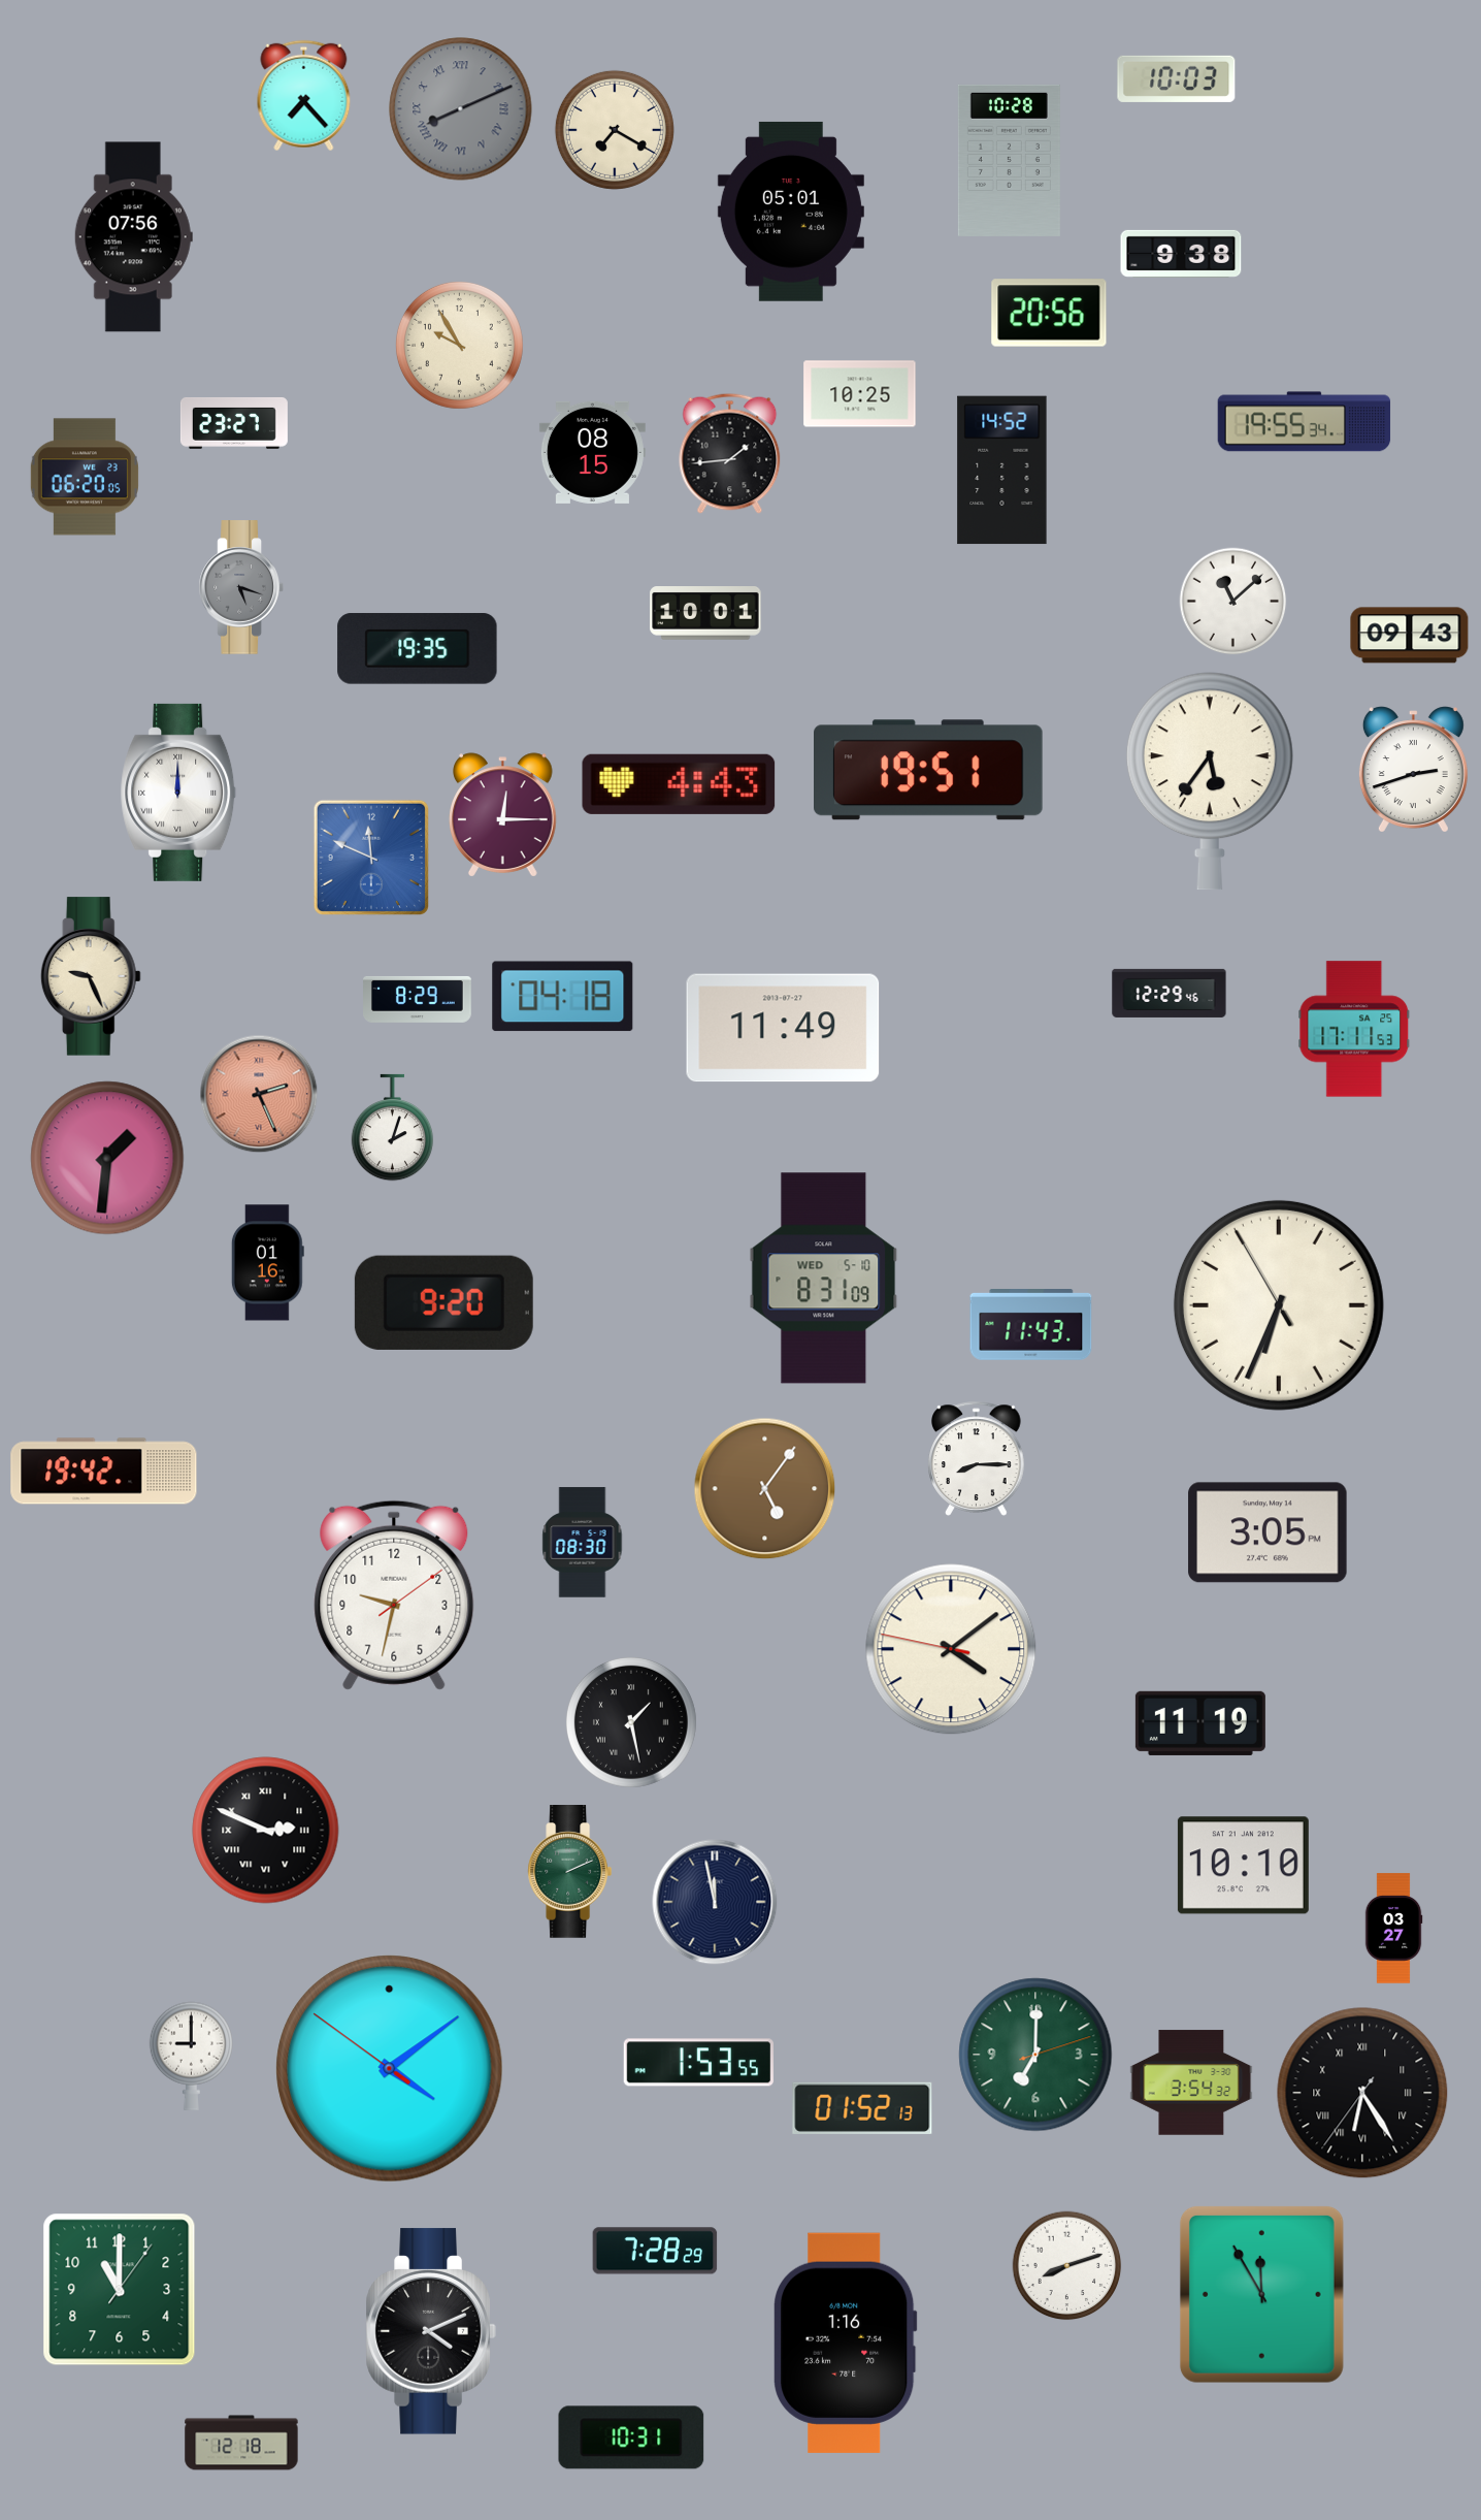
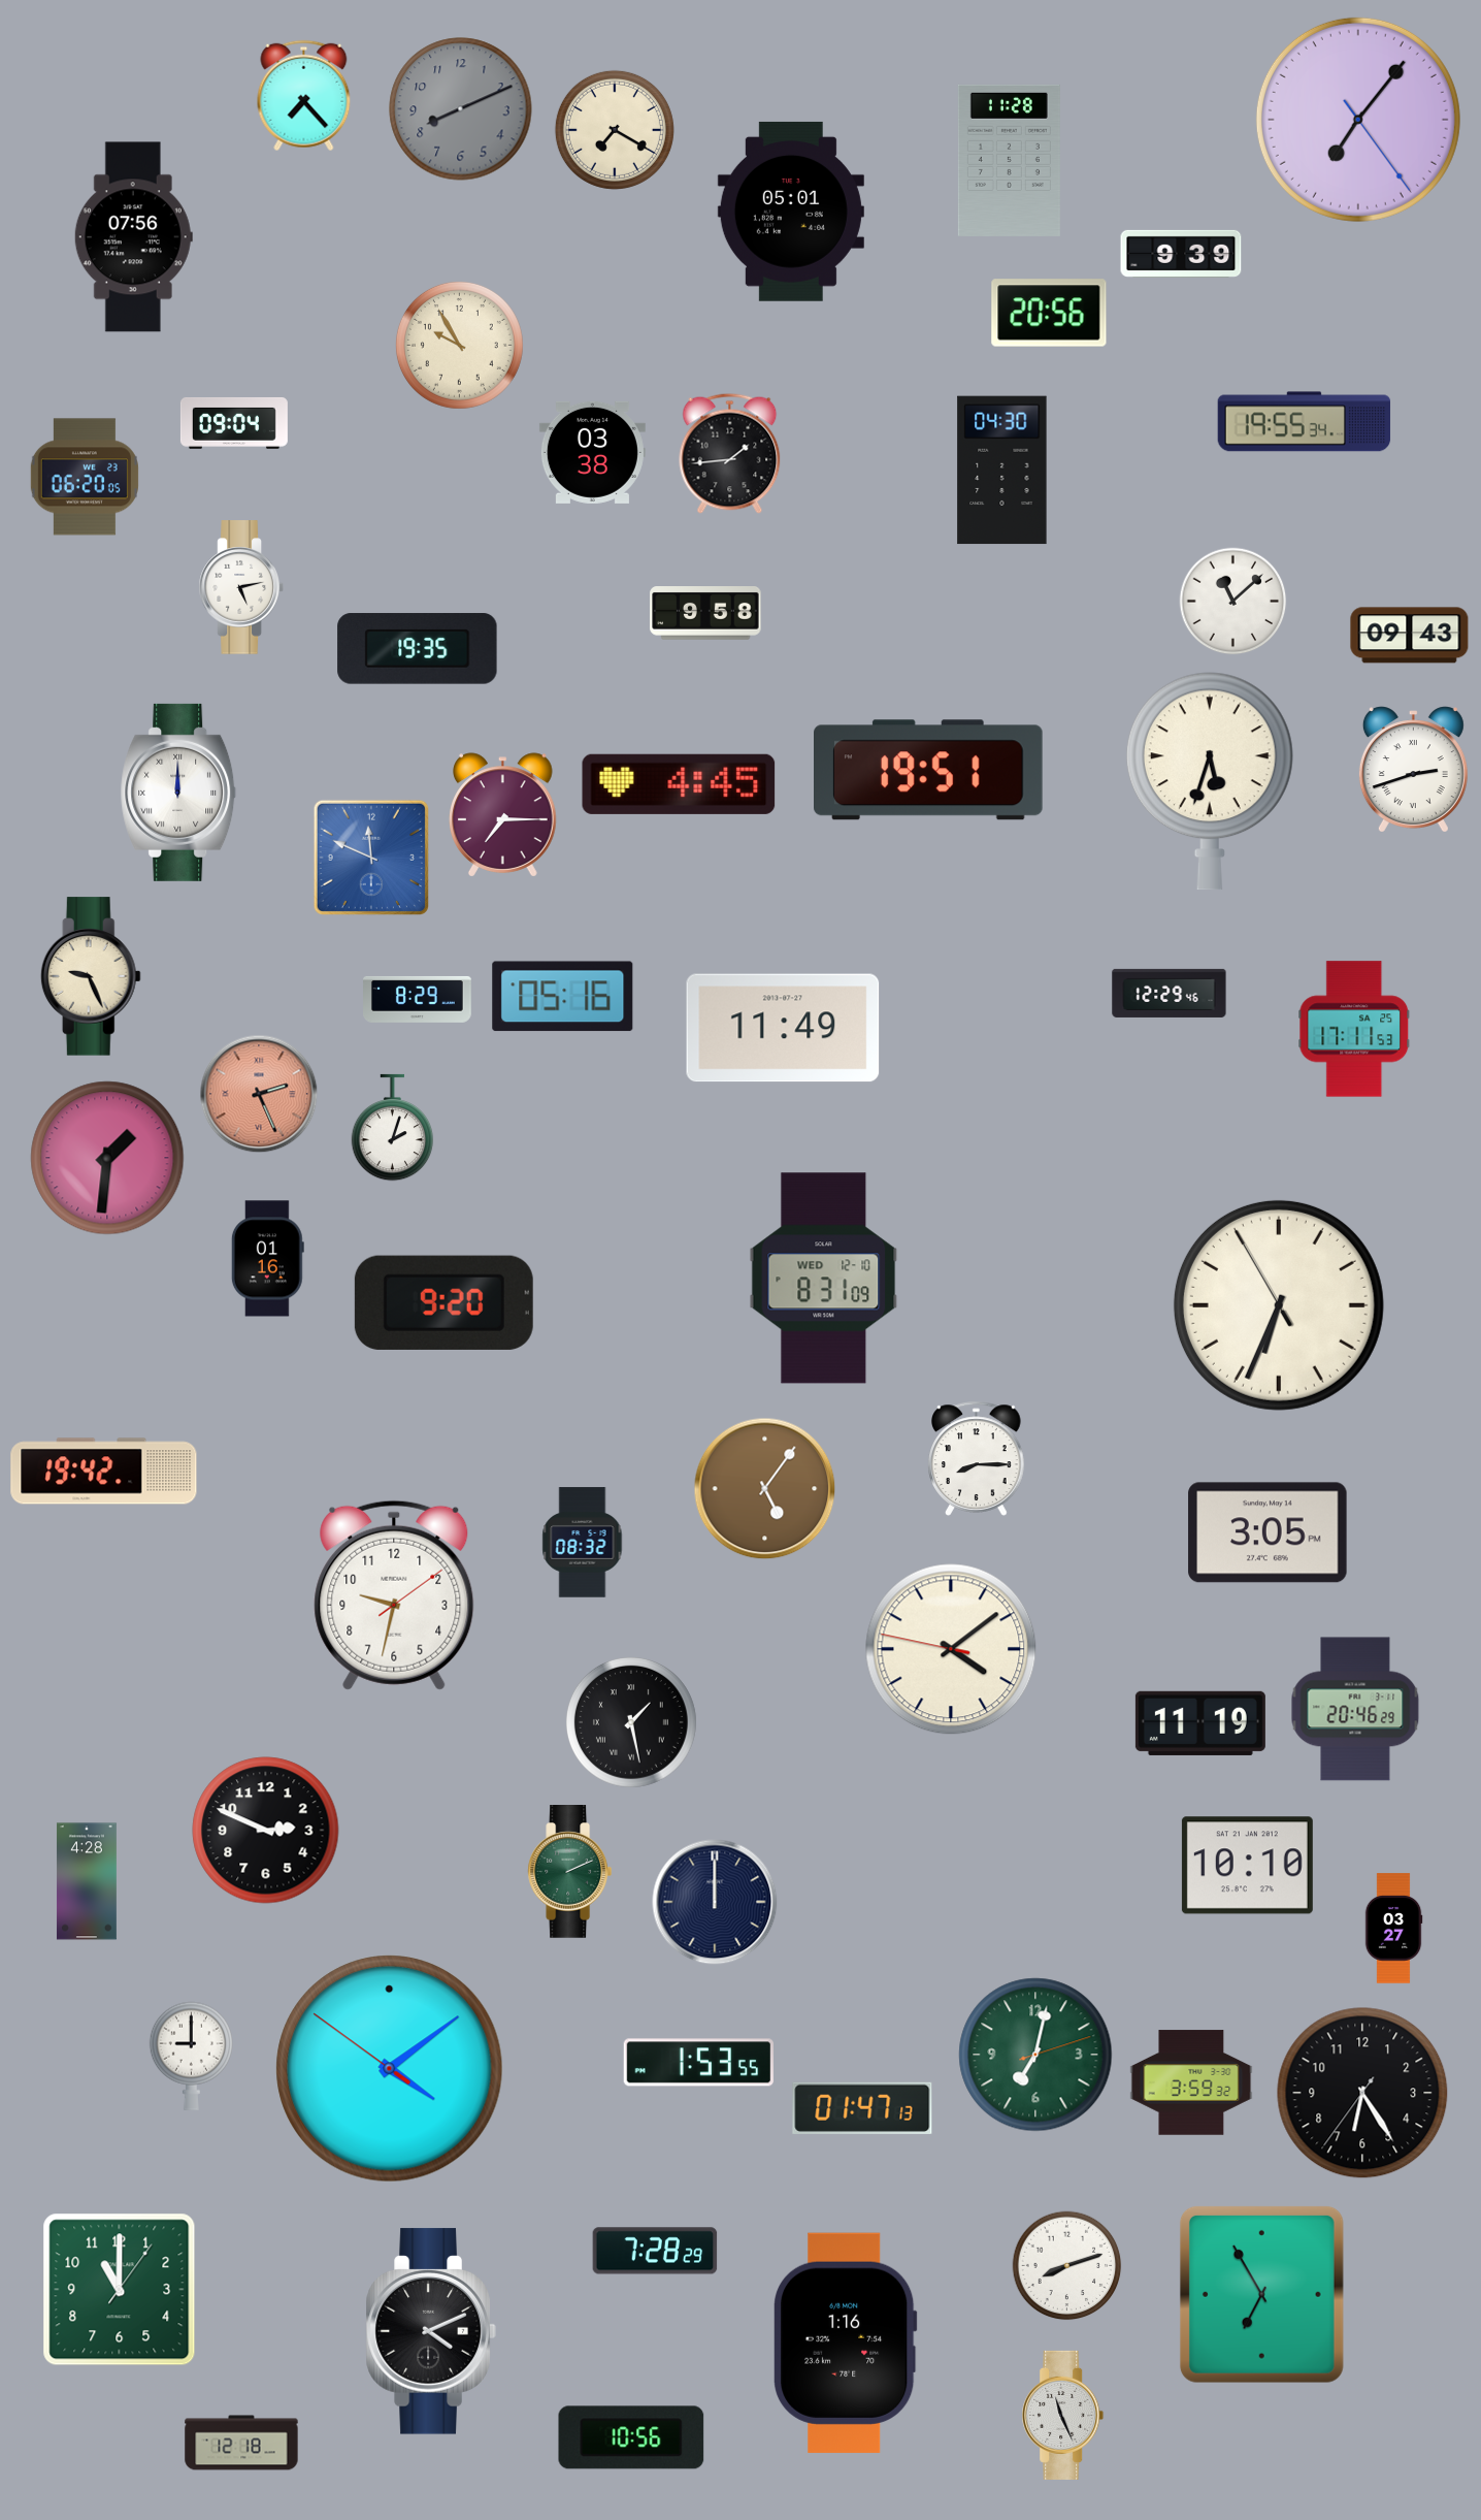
clock at (1177, 78): 10:03 -> none
clock at (461, 109) numerals: Roman -> Arabic
clock at (1358, 120): none -> 7:06
clock at (1009, 160): 10:28 -> 11:28
clock at (1181, 254): 9:38 -> 9:39
clock at (860, 394): 10:25 -> none
clock at (234, 423): 23:27 -> 09:04
clock at (592, 452): 08:15 -> 03:38
clock at (1002, 471): 14:52 -> 04:30
clock at (241, 587): 5:18 -> 5:13
clock at (241, 587) dial: grey -> white
clock at (705, 614): 10:01 -> 9:58
clock at (1210, 781): 5:36 -> 5:33
clock at (679, 784): 4:43 -> 4:45
clock at (503, 815): 12:15 -> 7:15
clock at (563, 997): 04:18 -> 05:16
clock at (267, 1263) position: (267, 1263) -> (267, 1259)
clock at (824, 1279) date: WED 5-10 -> WED 12-10
clock at (1031, 1325): 11:43 -> none
clock at (583, 1543): 08:30 -> 08:32
clock at (1355, 1709): none -> 20:46
clock at (266, 1831) numerals: Roman -> Arabic
clock at (1243, 1866) position: (1243, 1866) -> (1247, 1866)
clock at (87, 1881): none -> 4:28
clock at (715, 1902): 11:58 -> 12:00
clock at (1035, 2055): 7:00 -> 7:02
clock at (1191, 2082): 3:54 -> 3:59
clock at (1362, 2093) numerals: Roman -> Arabic
clock at (862, 2108): 01:52 -> 01:47
clock at (1261, 2294): 11:55 -> 6:55
clock at (1063, 2415): none -> 11:26
clock at (631, 2437): 10:31 -> 10:56
